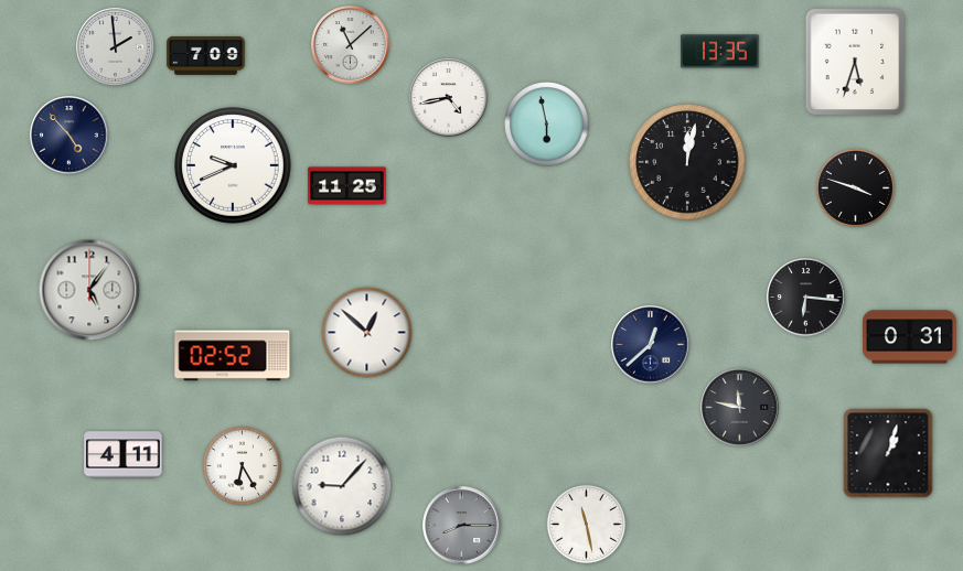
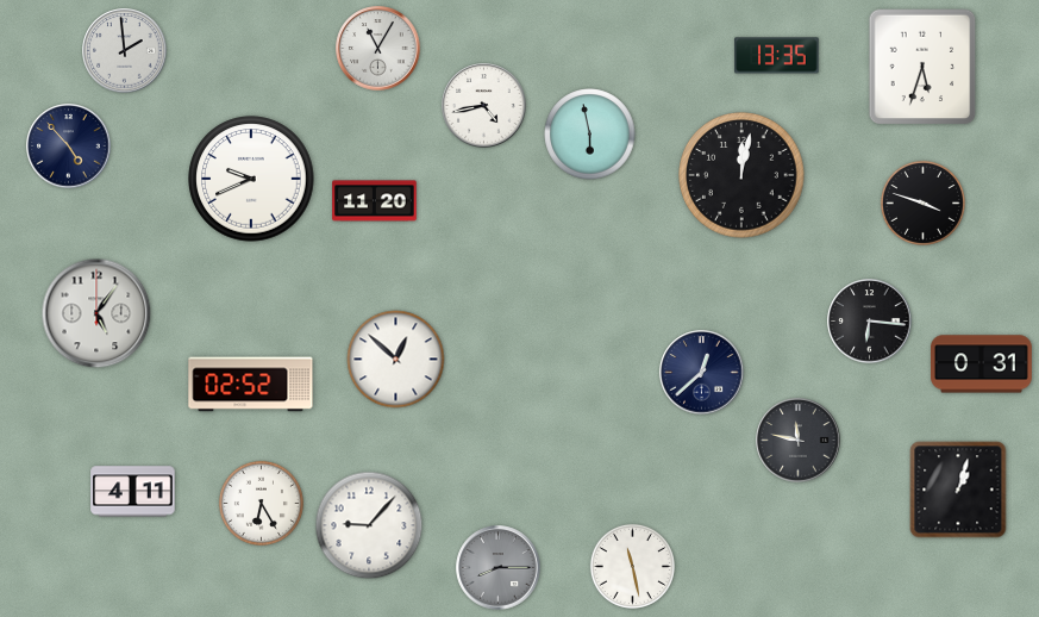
clock at (351, 45): 11:08 -> 11:05
clock at (206, 55): 7:09 -> none
clock at (69, 136) position: (69, 136) -> (69, 147)
clock at (347, 186): 11:25 -> 11:20
